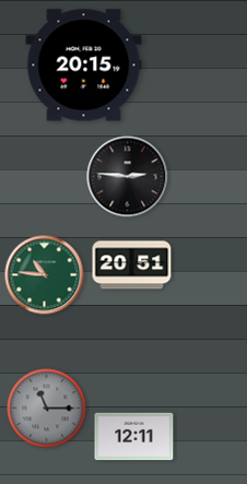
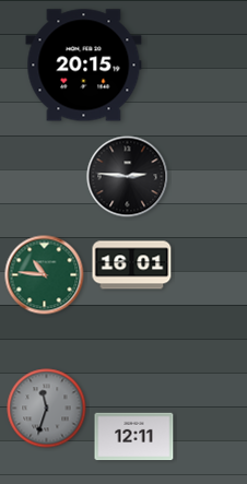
clock at (132, 265): 20:51 -> 16:01
clock at (47, 409): 11:15 -> 11:33
